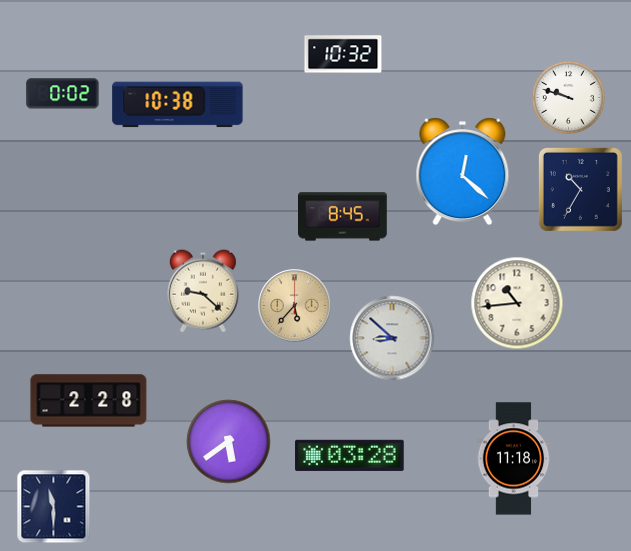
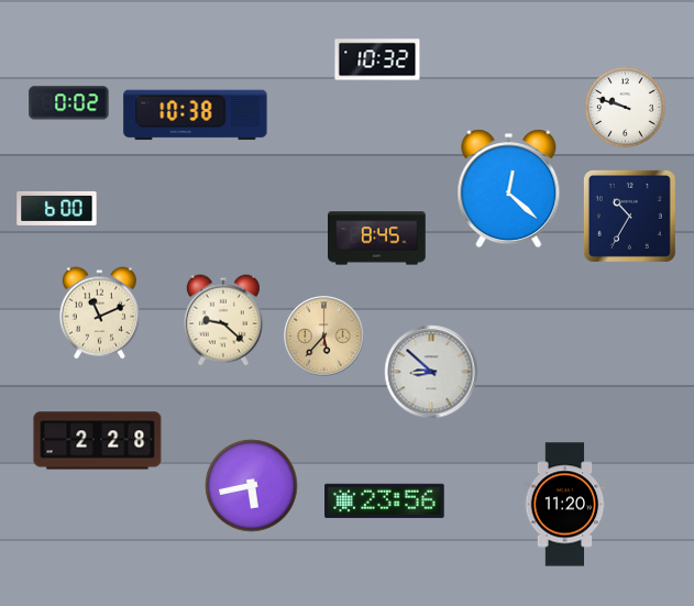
clock at (57, 208): none -> 6:00
clock at (580, 189) position: (580, 189) -> (629, 216)
clock at (99, 313): none -> 11:11
clock at (517, 303): 10:44 -> none
clock at (229, 442): 5:39 -> 5:43
clock at (350, 455): 03:28 -> 23:56
clock at (514, 459): 11:18 -> 11:20
clock at (54, 507): 11:30 -> none
